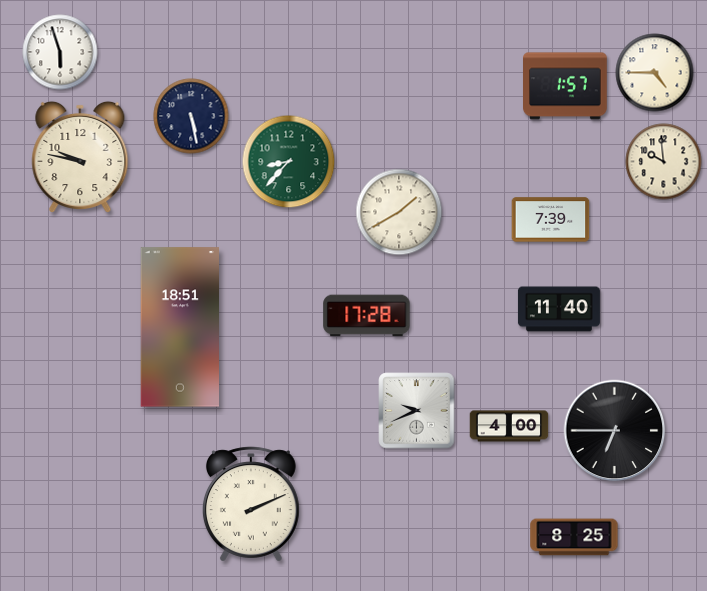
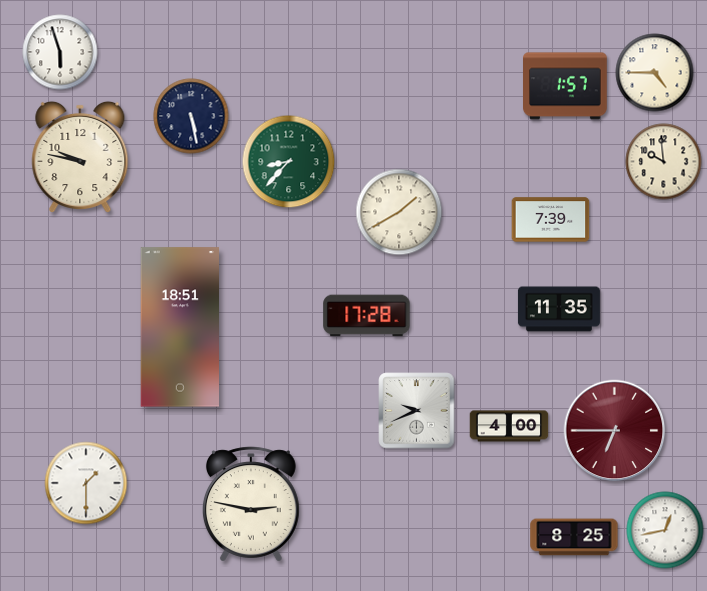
clock at (559, 309): 11:40 -> 11:35
clock at (615, 431) dial: black -> burgundy
clock at (86, 483): none -> 1:30
clock at (251, 504): 2:11 -> 2:47
clock at (665, 530): none -> 12:43
